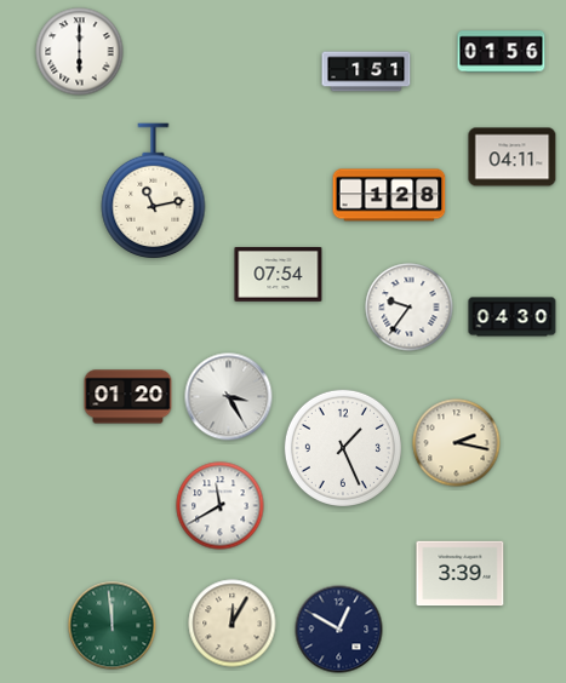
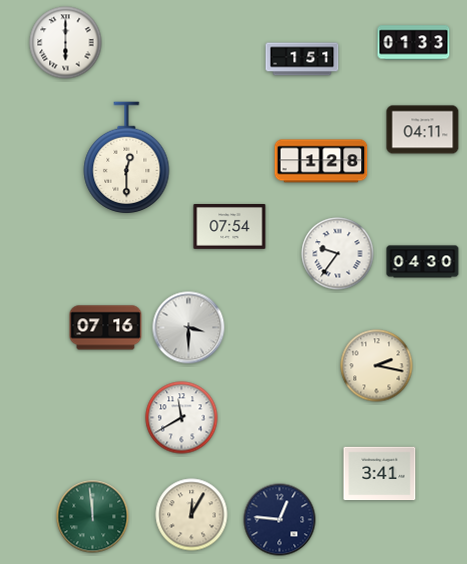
clock at (502, 52): 01:56 -> 01:33
clock at (154, 190): 11:13 -> 12:30
clock at (128, 397): 01:20 -> 07:16
clock at (229, 397): 3:25 -> 3:30
clock at (343, 448): 1:26 -> none
clock at (461, 574): 3:39 -> 3:41
clock at (339, 630): 12:50 -> 12:46
